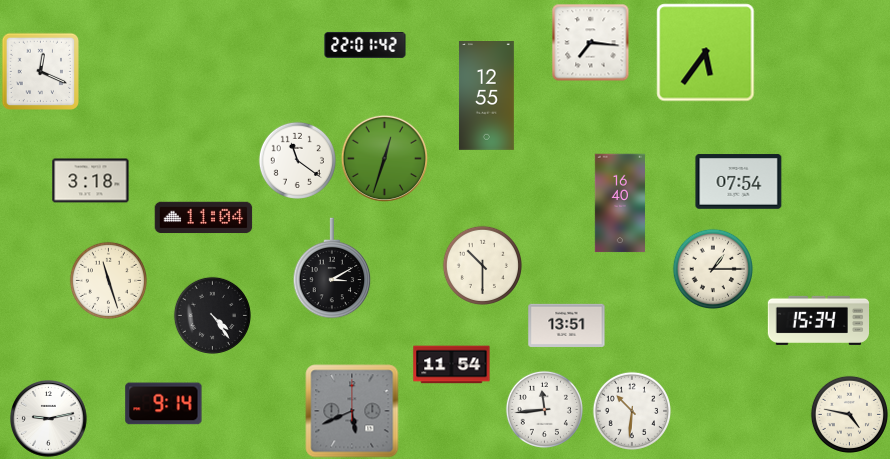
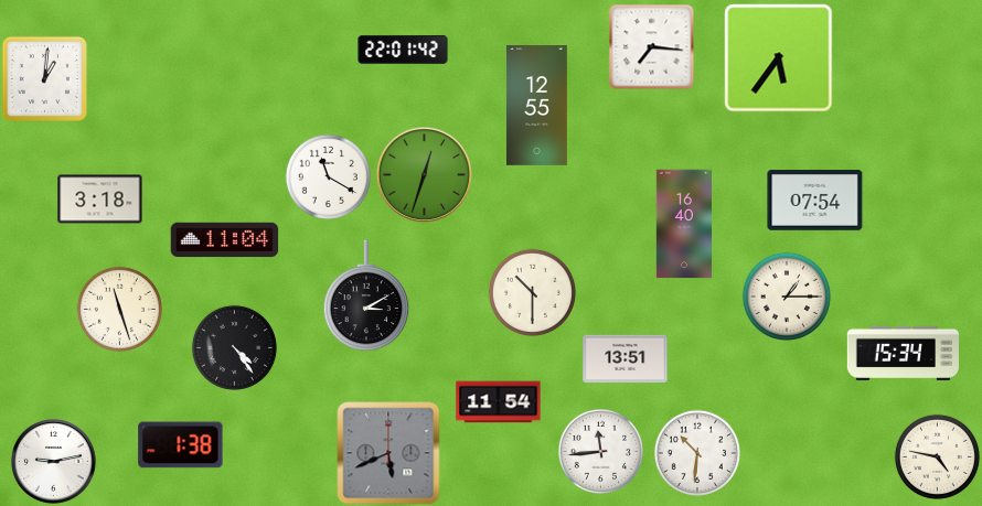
clock at (40, 71): 12:19 -> 1:01
clock at (297, 160): 11:21 -> 11:20
clock at (164, 404): 9:14 -> 1:38
